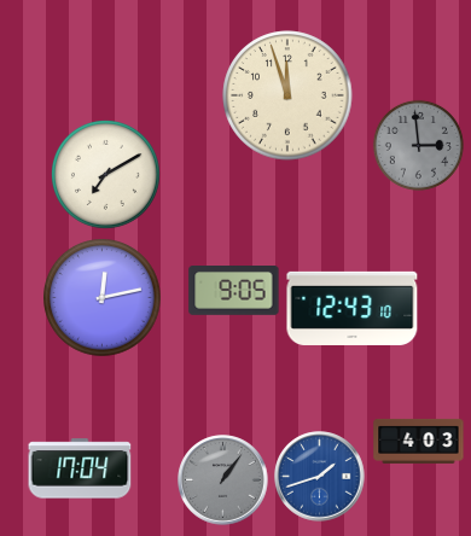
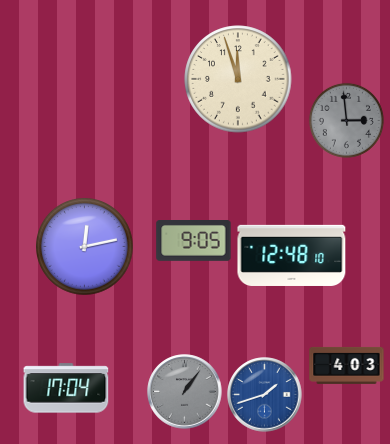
clock at (105, 174): 7:10 -> none
clock at (353, 308): 12:43 -> 12:48
clock at (223, 480) position: (223, 480) -> (185, 392)
